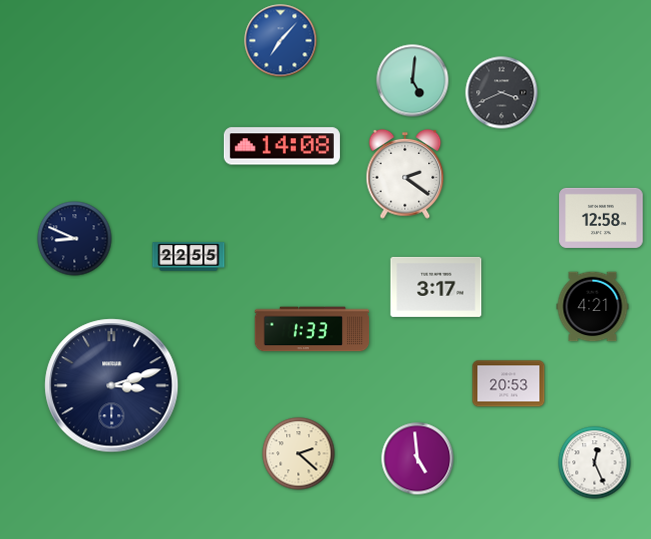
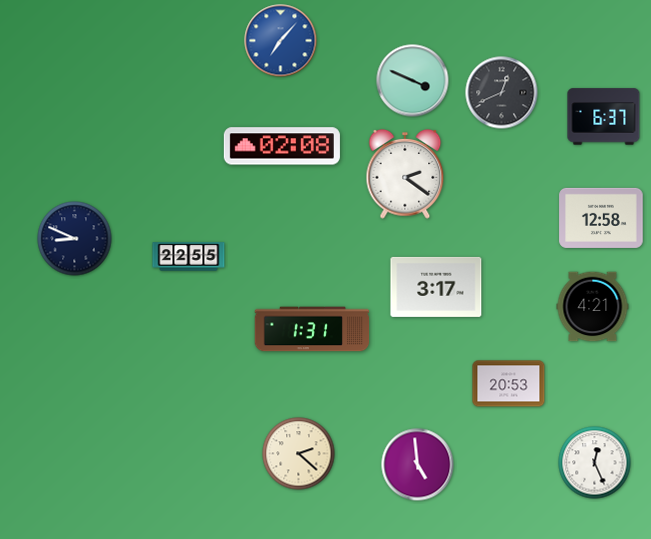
clock at (413, 81): 5:01 -> 3:49
clock at (502, 93): 3:41 -> 12:41
clock at (604, 117): none -> 6:37
clock at (282, 146): 14:08 -> 02:08
clock at (312, 329): 1:33 -> 1:31
clock at (112, 386): 3:12 -> none
clock at (418, 459) position: (418, 459) -> (418, 465)
